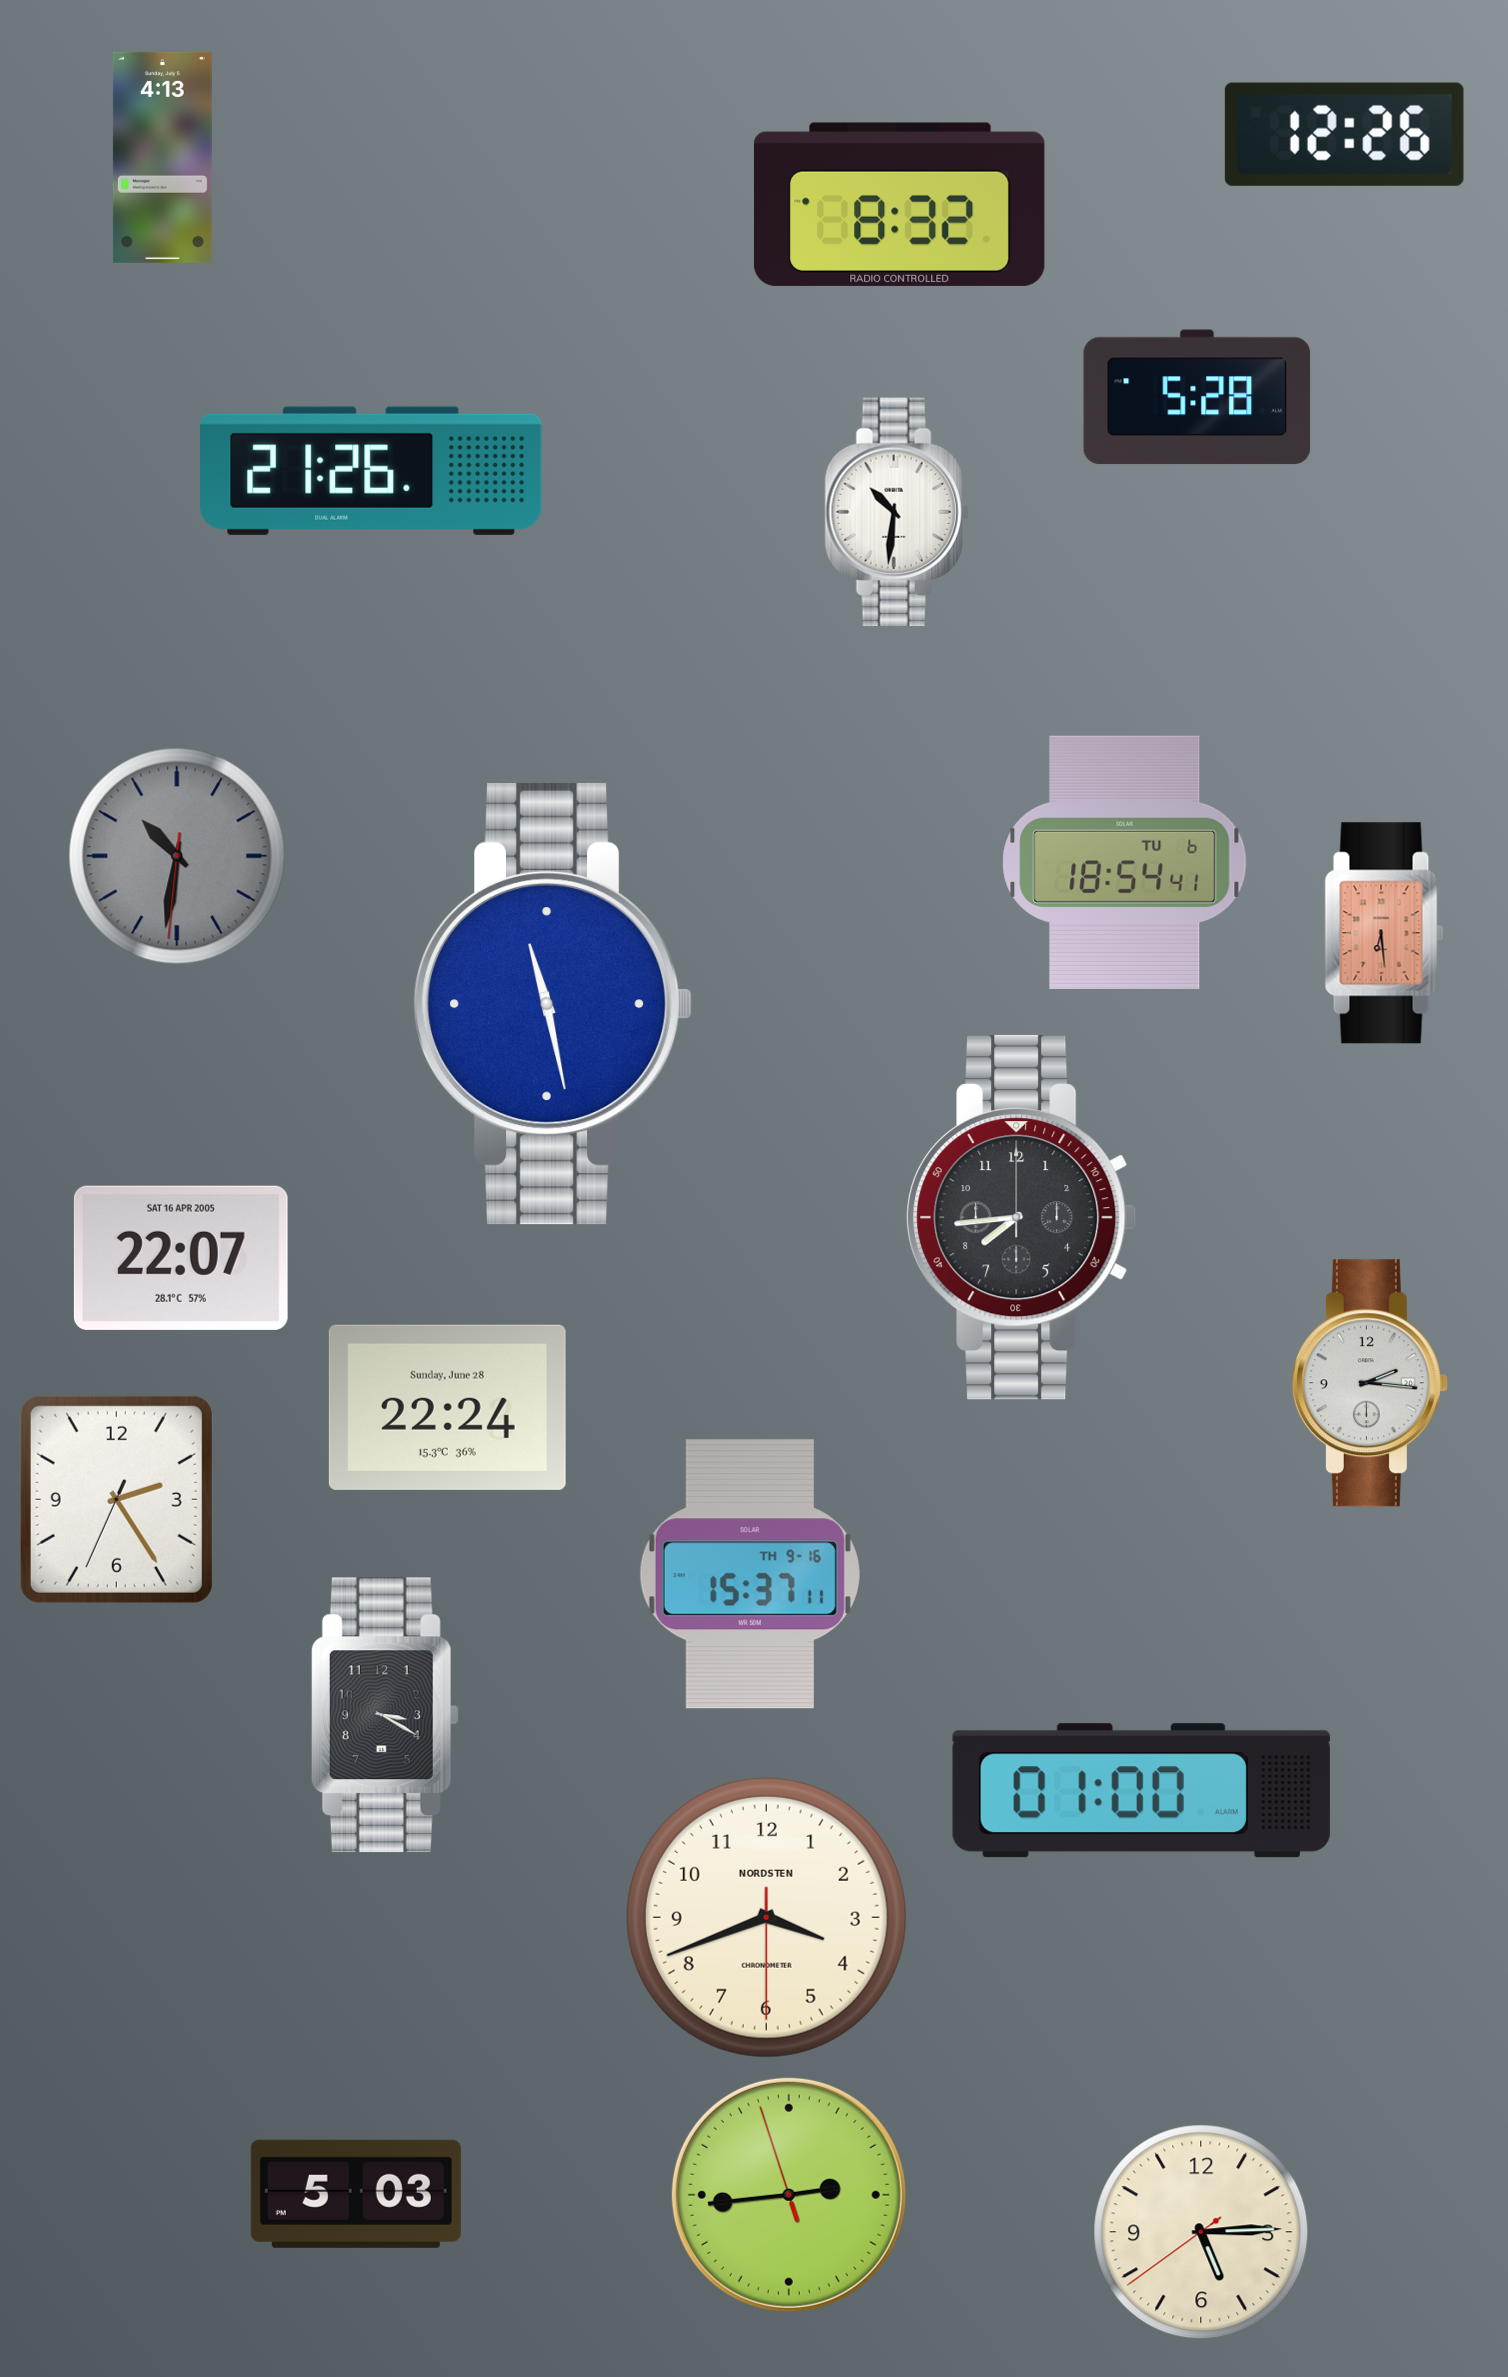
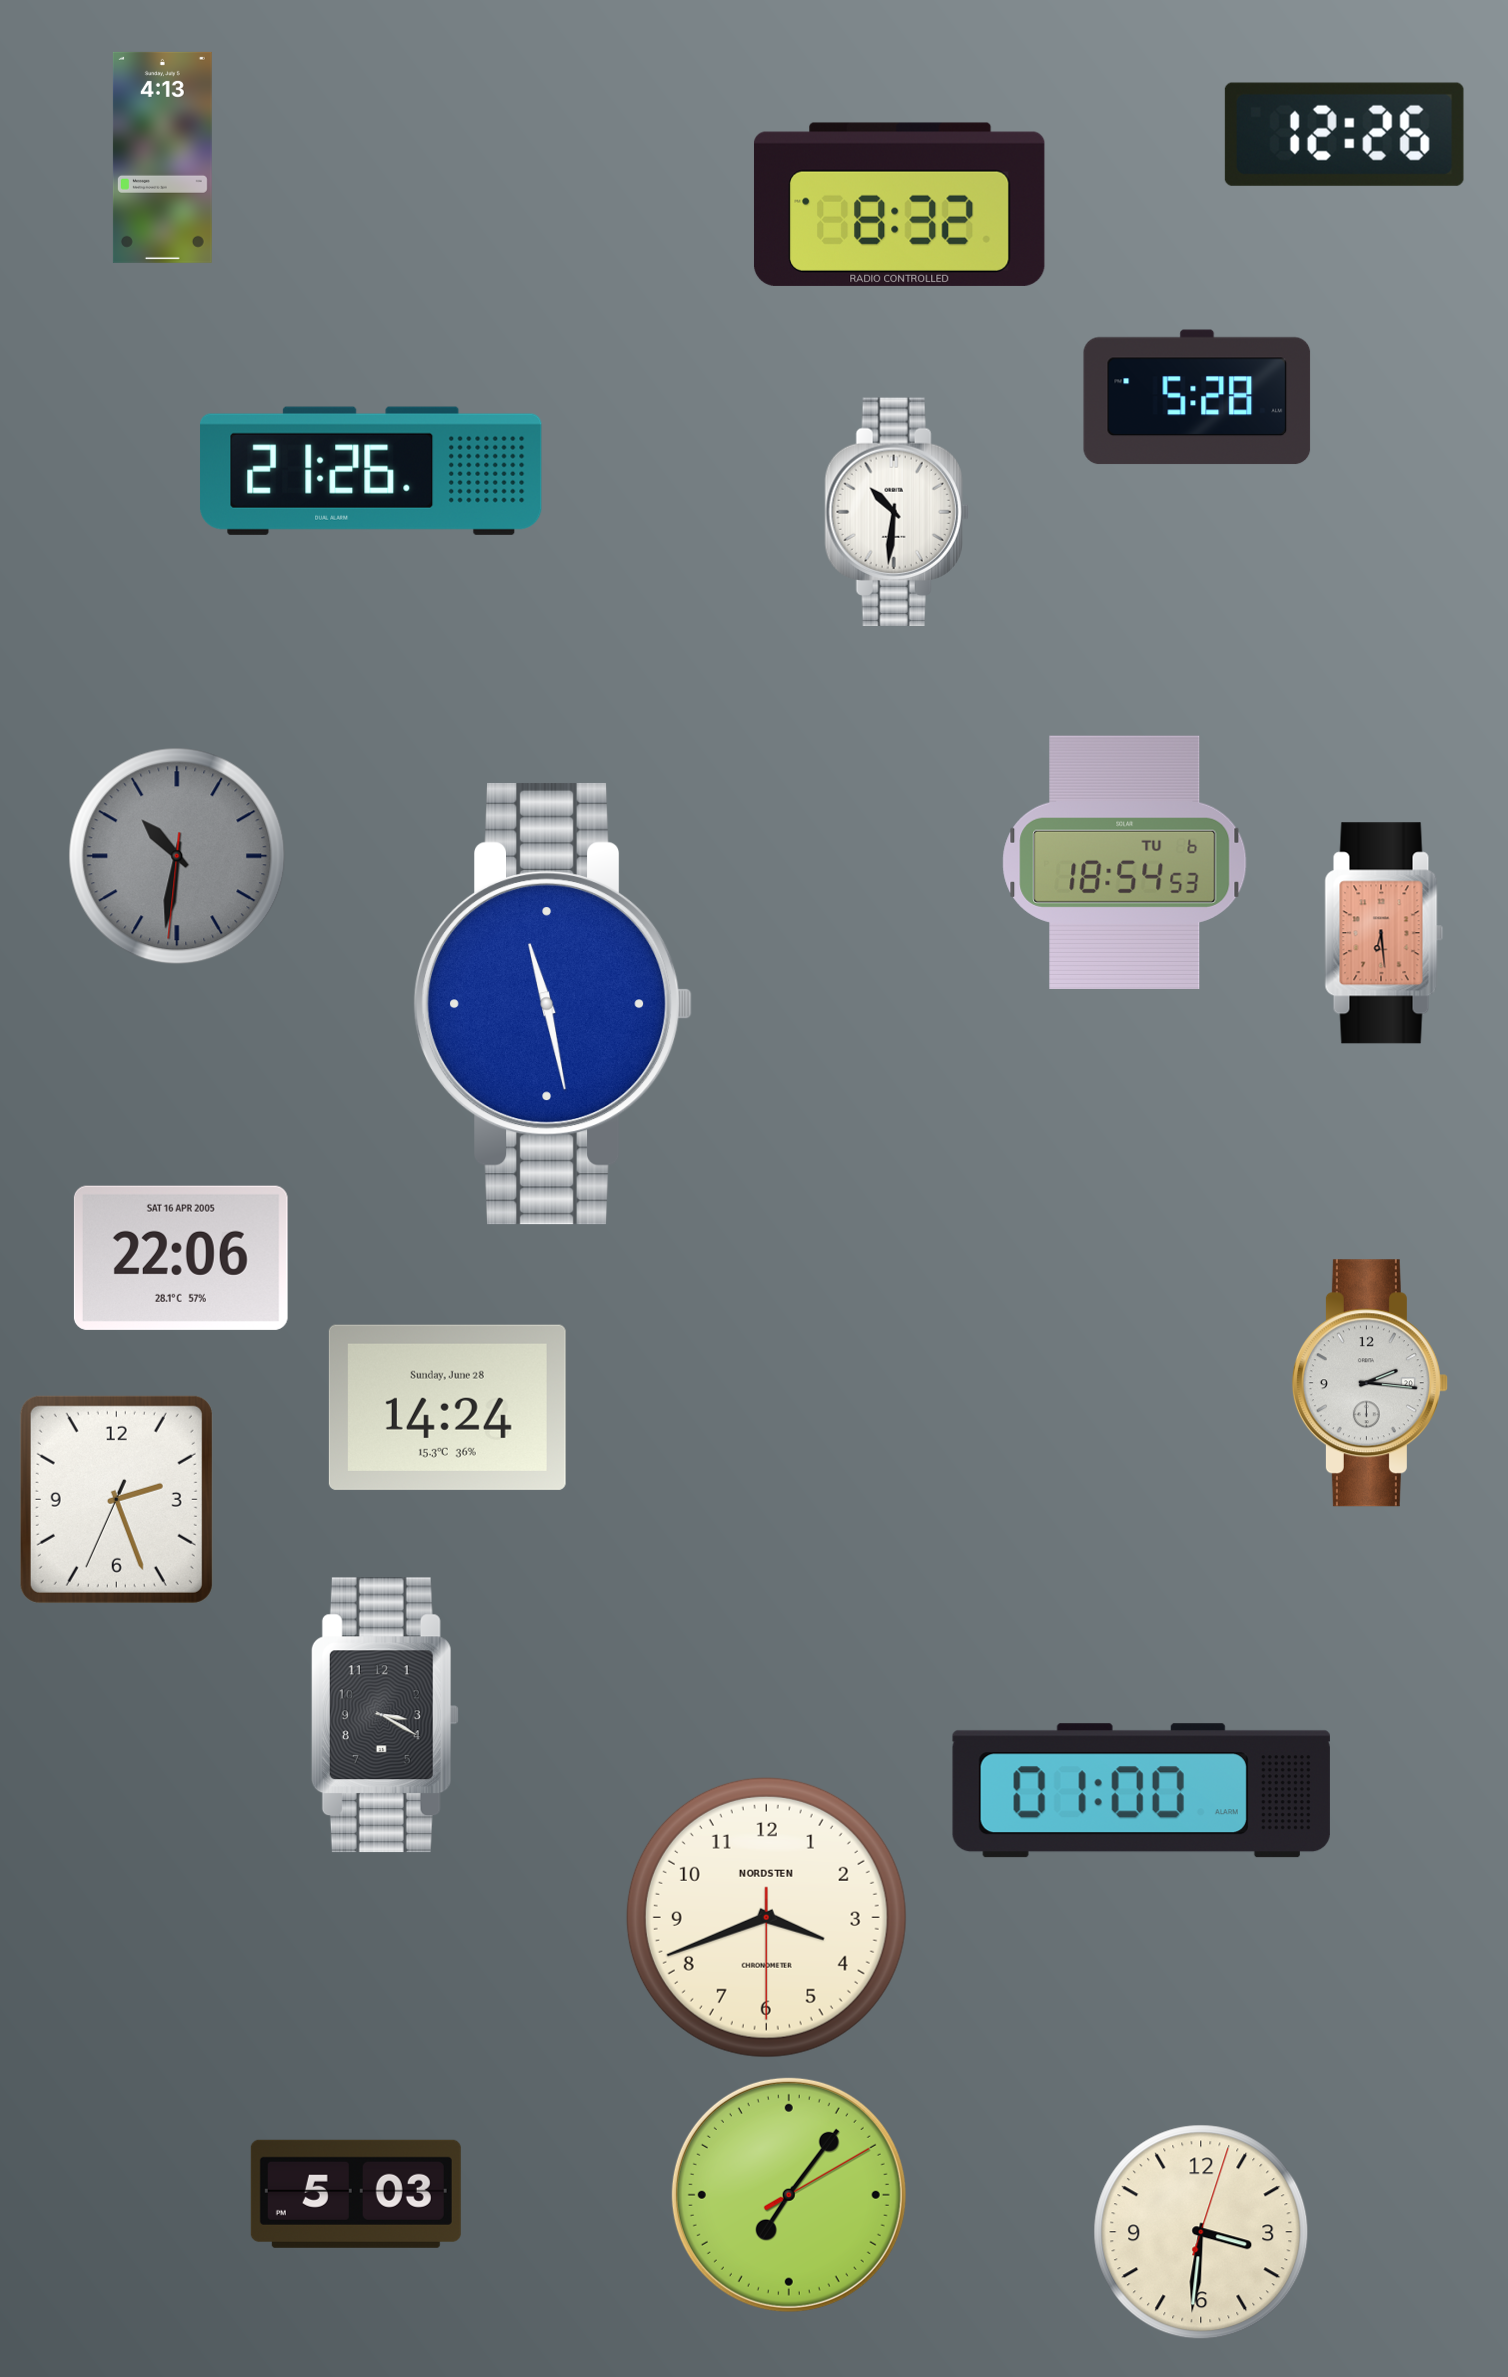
clock at (1125, 862): 18:54:41 -> 18:54:53
clock at (1022, 1217): 7:44 -> none
clock at (181, 1258): 22:07 -> 22:06
clock at (447, 1407): 22:24 -> 14:24
clock at (116, 1499): 2:24 -> 2:26
clock at (750, 1574): 15:37 -> none
clock at (789, 2195): 2:43 -> 7:06
clock at (1201, 2232): 5:14 -> 3:31
